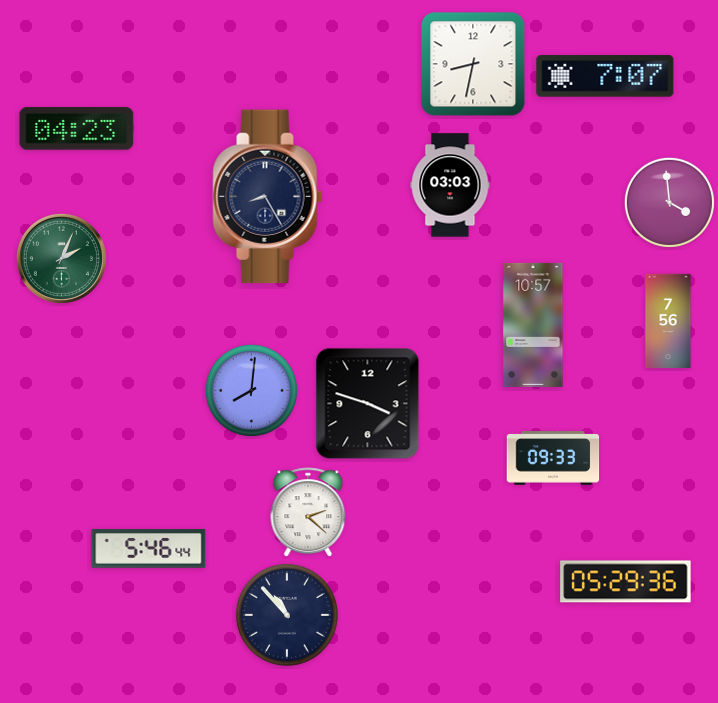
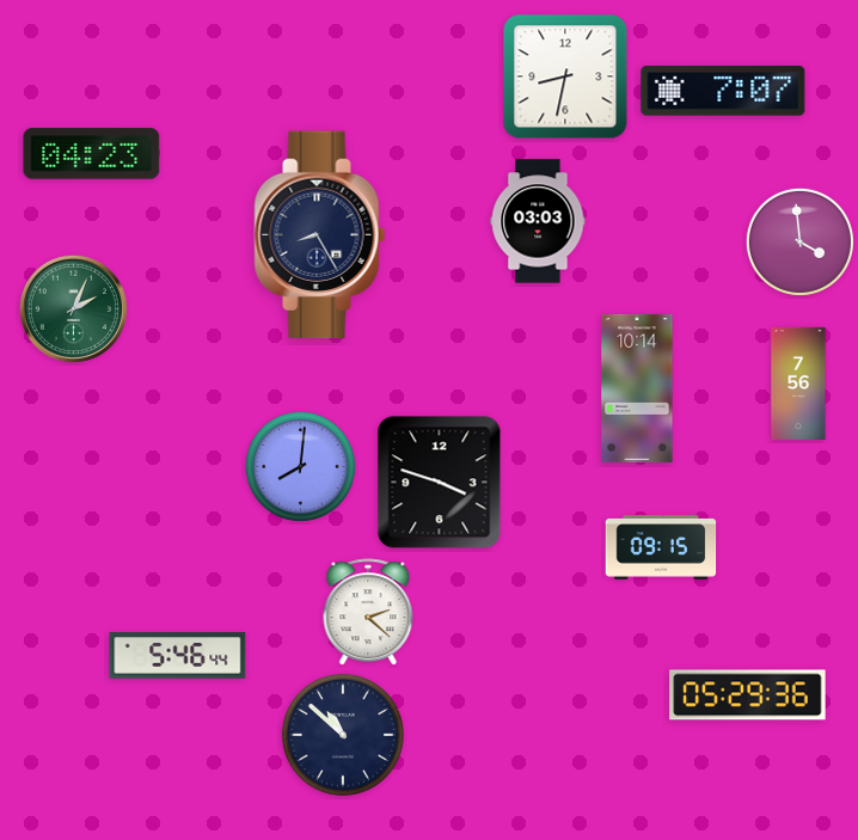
clock at (533, 325): 10:57 -> 10:14
clock at (553, 458): 09:33 -> 09:15
clock at (287, 615): 10:53 -> 10:52
